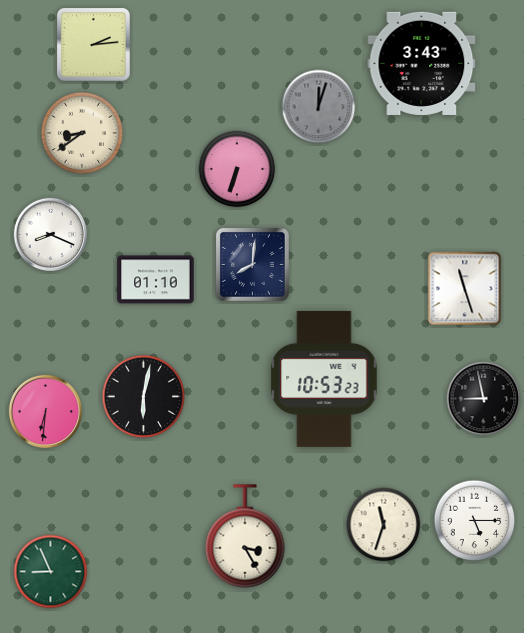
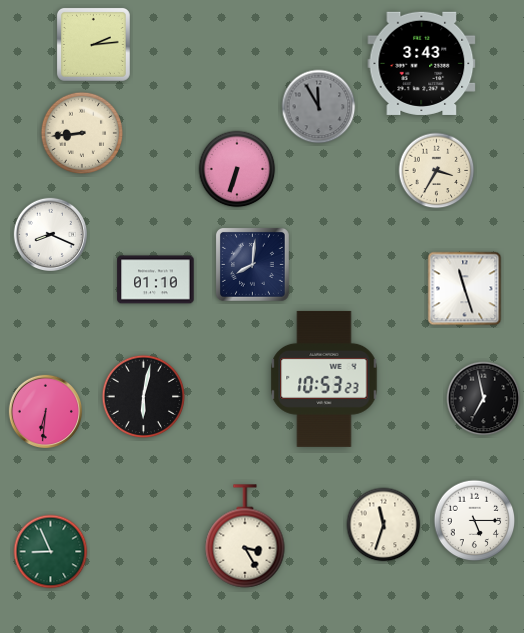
clock at (319, 107): 12:03 -> 11:55
clock at (82, 133): 8:39 -> 8:44
clock at (437, 171): none -> 3:35
clock at (484, 399): 8:58 -> 6:58
clock at (51, 572) position: (51, 572) -> (51, 552)
